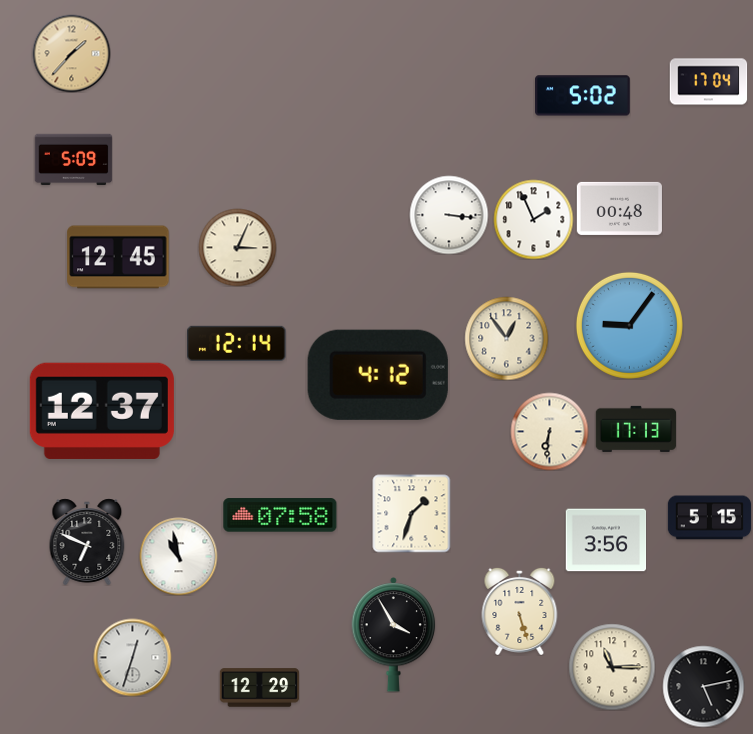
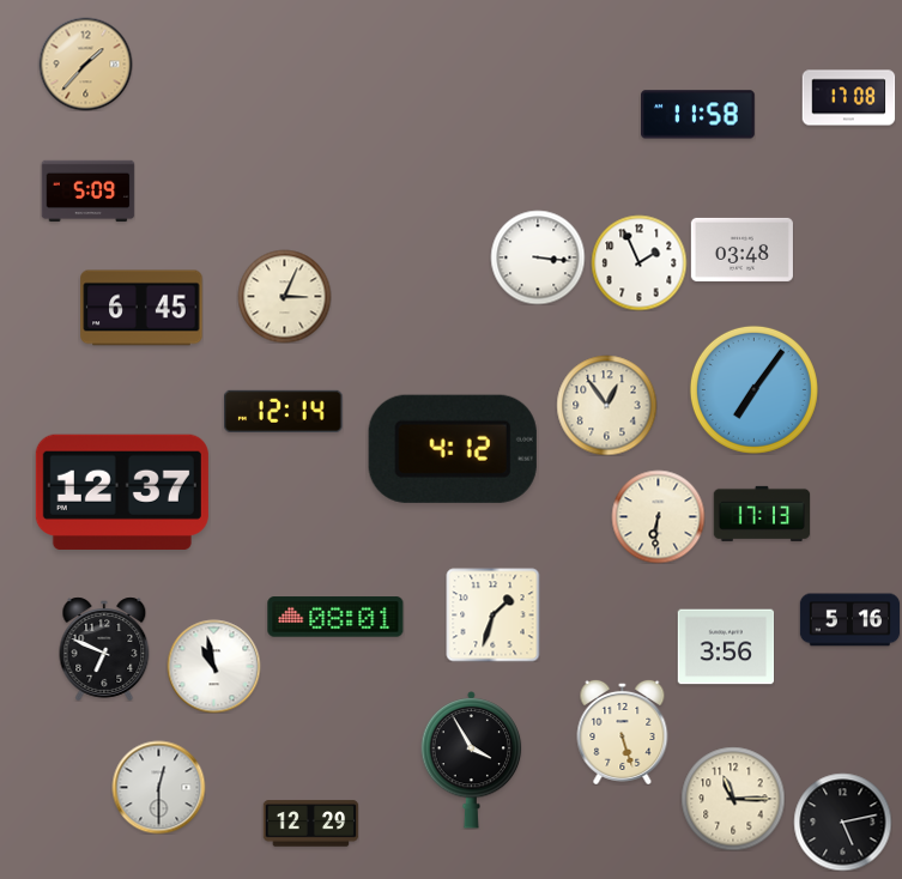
clock at (708, 82): 17:04 -> 17:08
clock at (583, 96): 5:02 -> 11:58
clock at (619, 208): 00:48 -> 03:48
clock at (118, 257): 12:45 -> 6:45
clock at (629, 325): 9:06 -> 7:06
clock at (280, 515): 07:58 -> 08:01
clock at (709, 518): 5:15 -> 5:16
clock at (132, 657): 12:33 -> 12:30
